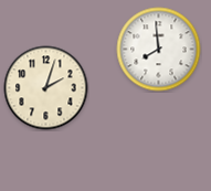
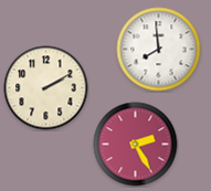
clock at (46, 88): 2:03 -> 2:10
clock at (136, 145): none -> 2:25
